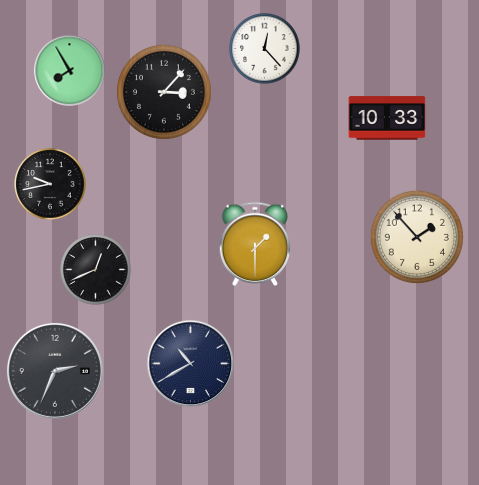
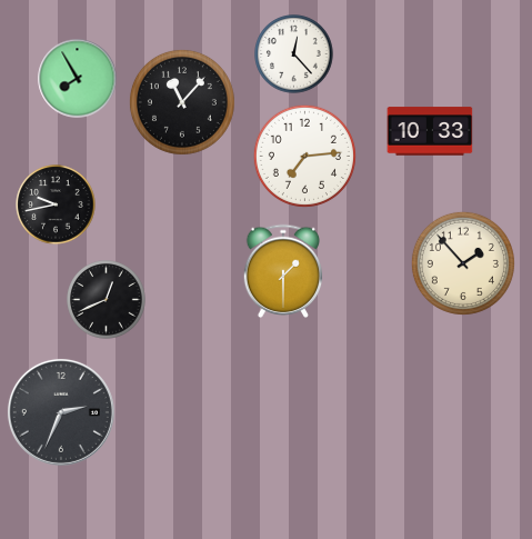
clock at (164, 92): 3:07 -> 11:07
clock at (304, 156): none -> 7:14
clock at (191, 364): 10:40 -> none
